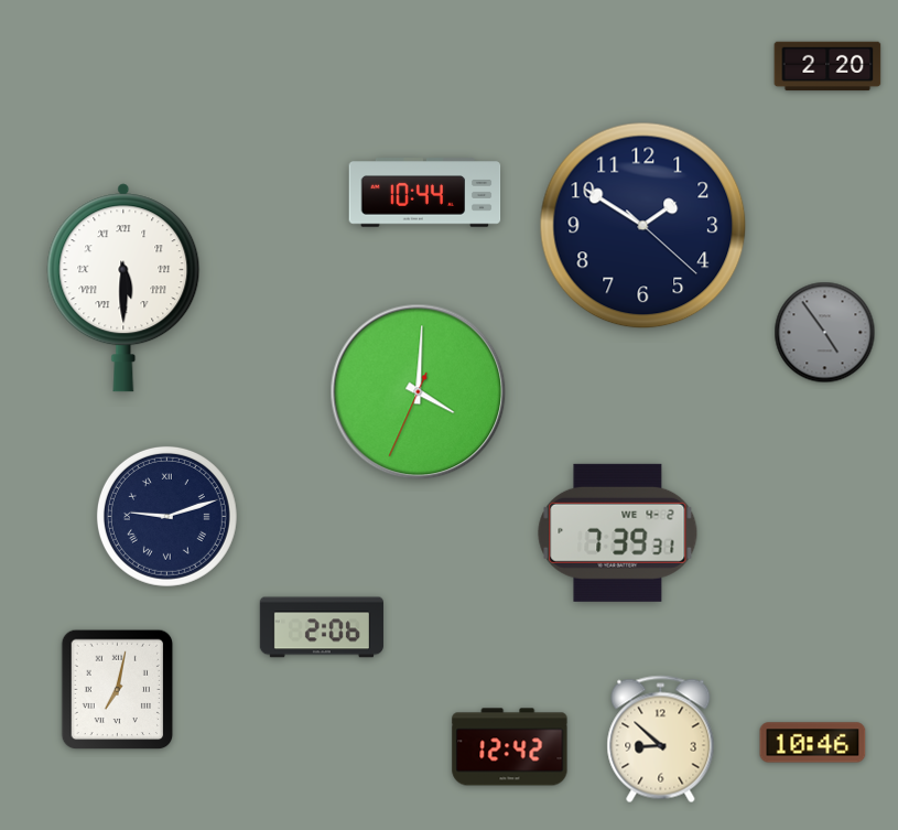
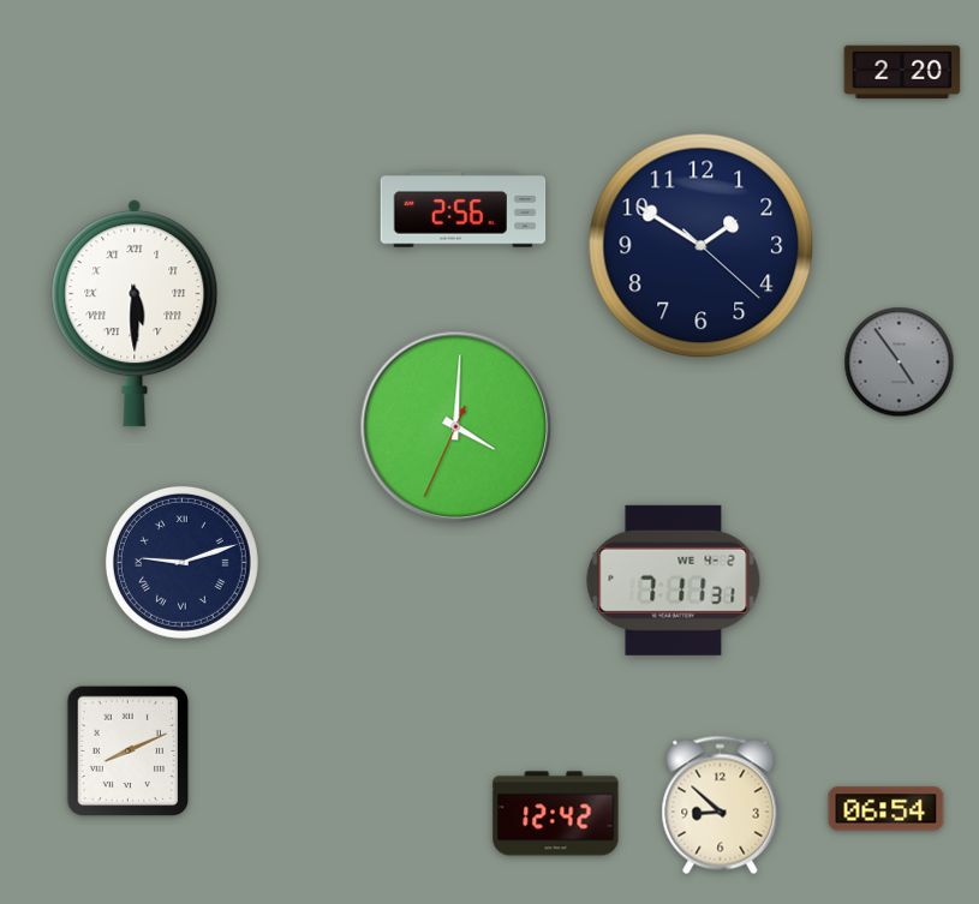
clock at (425, 193): 10:44 -> 2:56
clock at (618, 532): 7:39 -> 7:11
clock at (321, 627): 2:06 -> none
clock at (118, 690): 7:02 -> 8:11
clock at (813, 743): 10:46 -> 06:54
